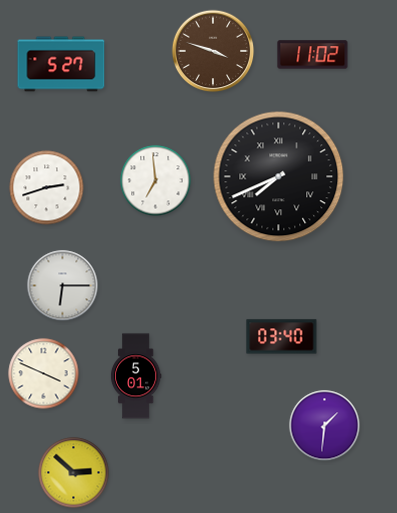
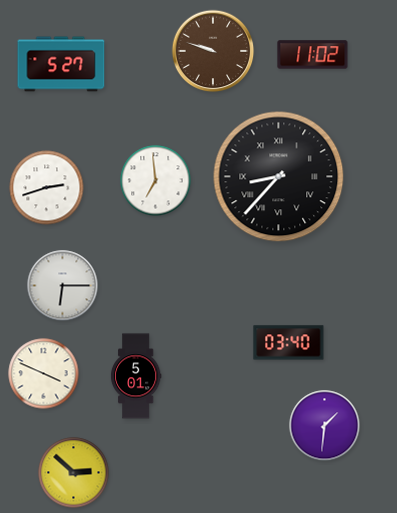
clock at (213, 51): 3:48 -> 9:48
clock at (279, 177): 7:41 -> 8:37
clock at (282, 337) position: (282, 337) -> (289, 343)
